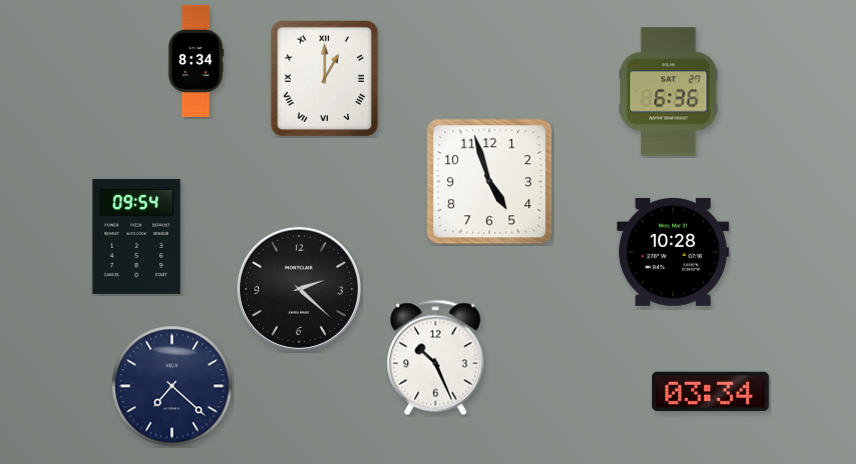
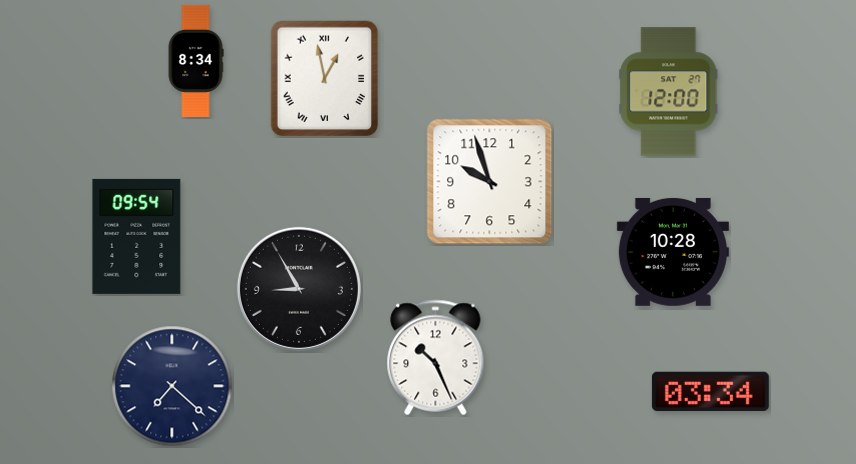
clock at (325, 79): 1:00 -> 12:58
clock at (669, 92): 6:36 -> 12:00
clock at (490, 182): 4:57 -> 9:57
clock at (299, 289): 2:22 -> 8:55
